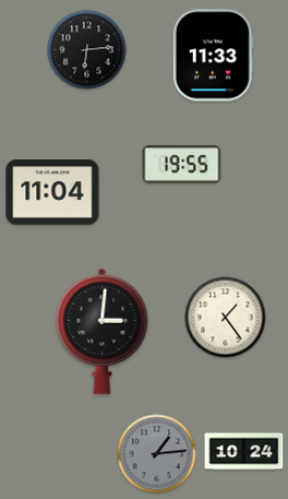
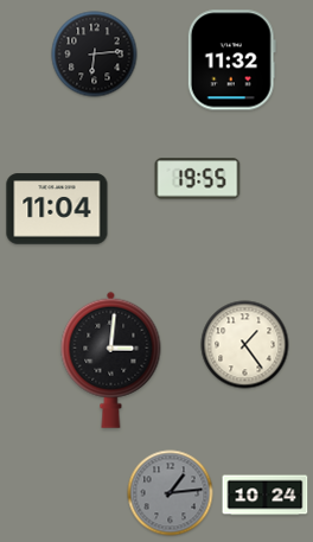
clock at (213, 56): 11:33 -> 11:32
clock at (244, 452) position: (244, 452) -> (266, 496)
